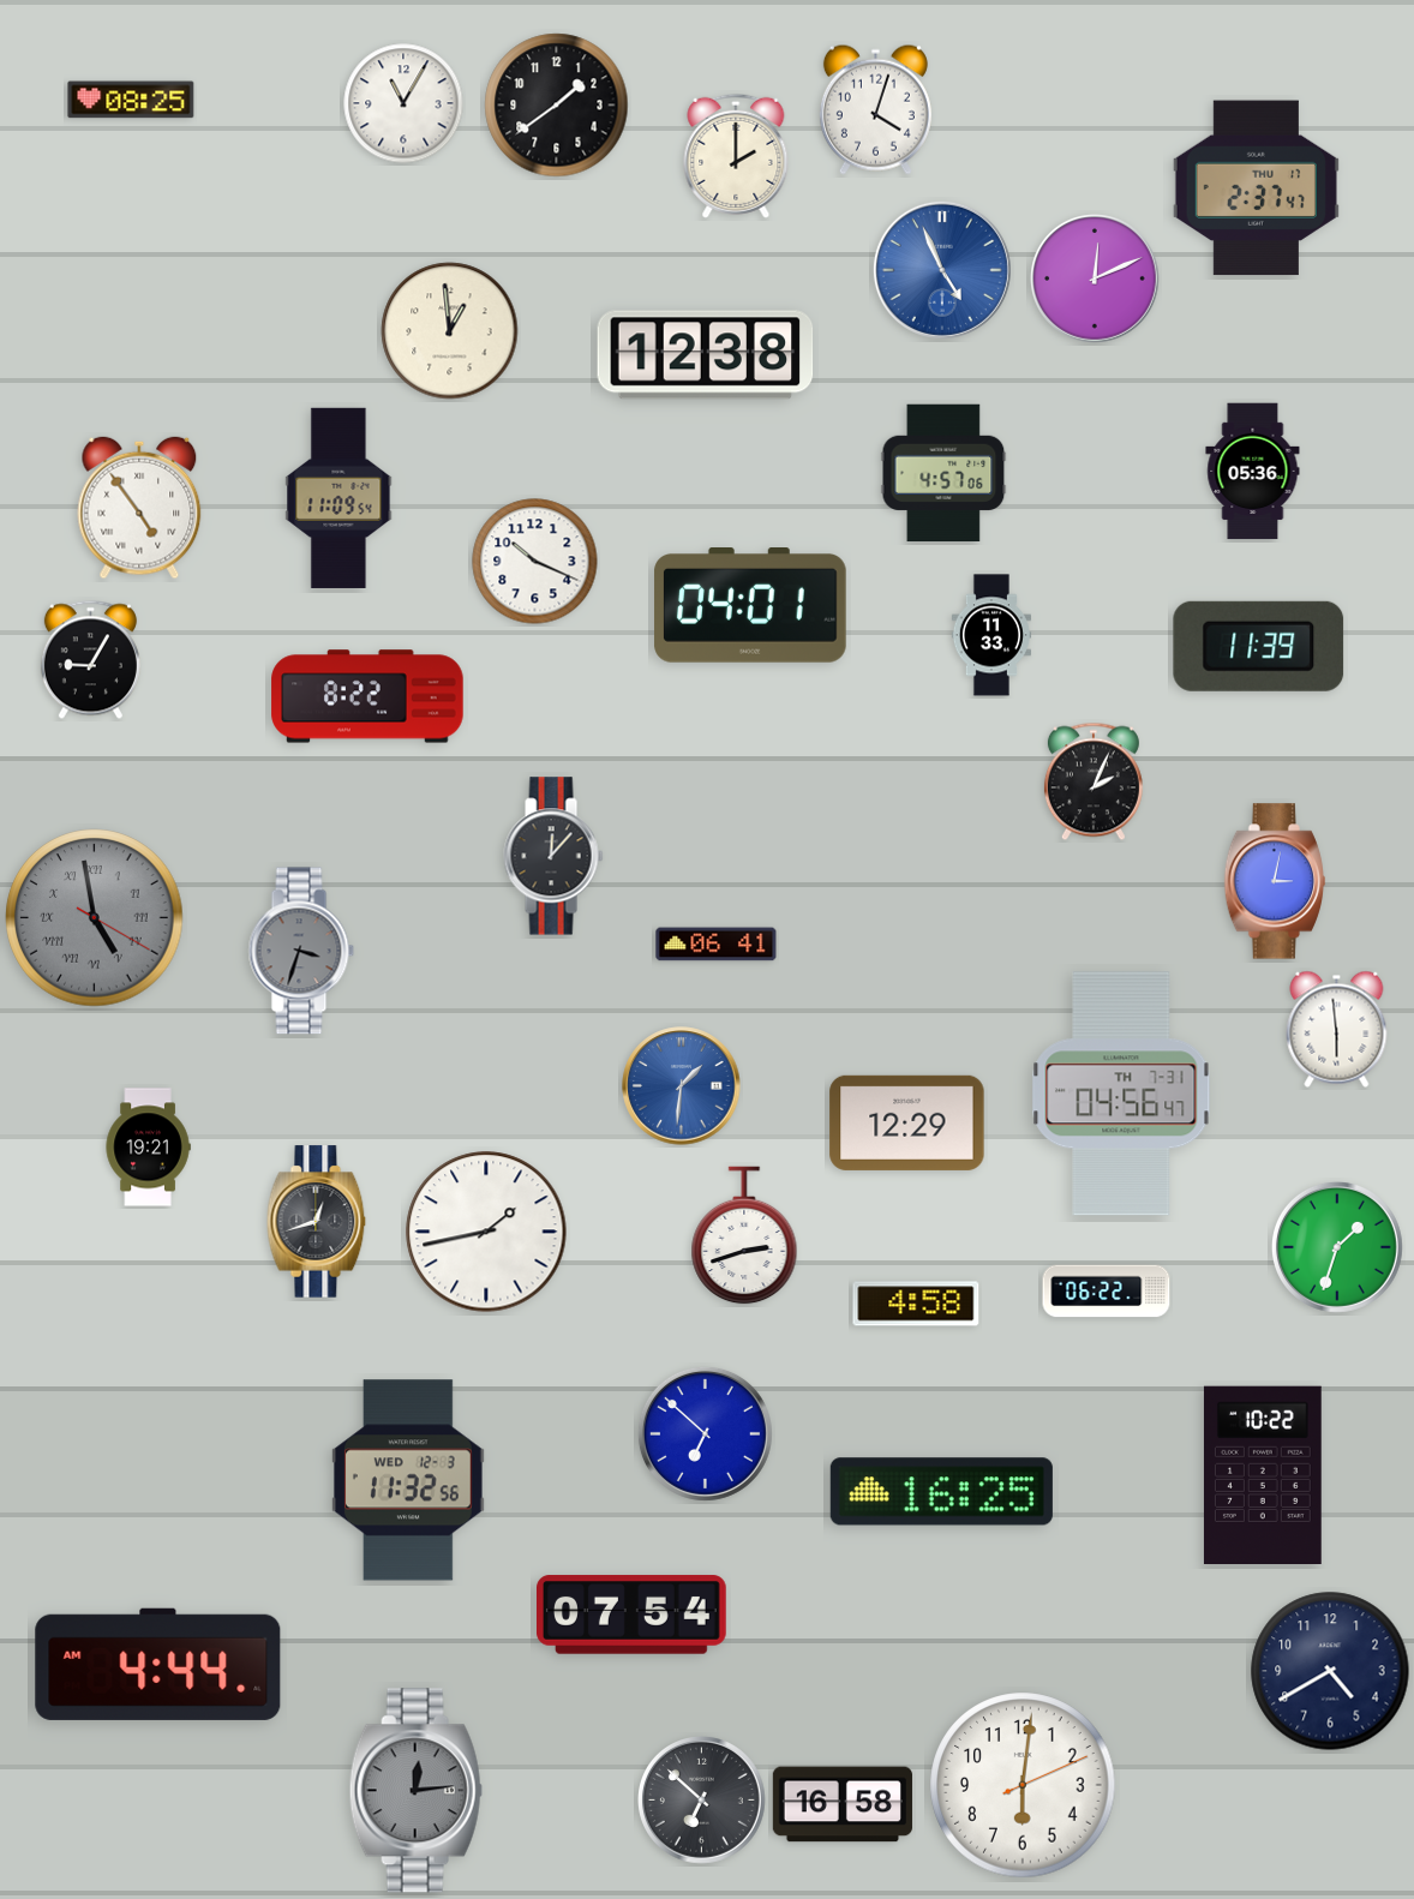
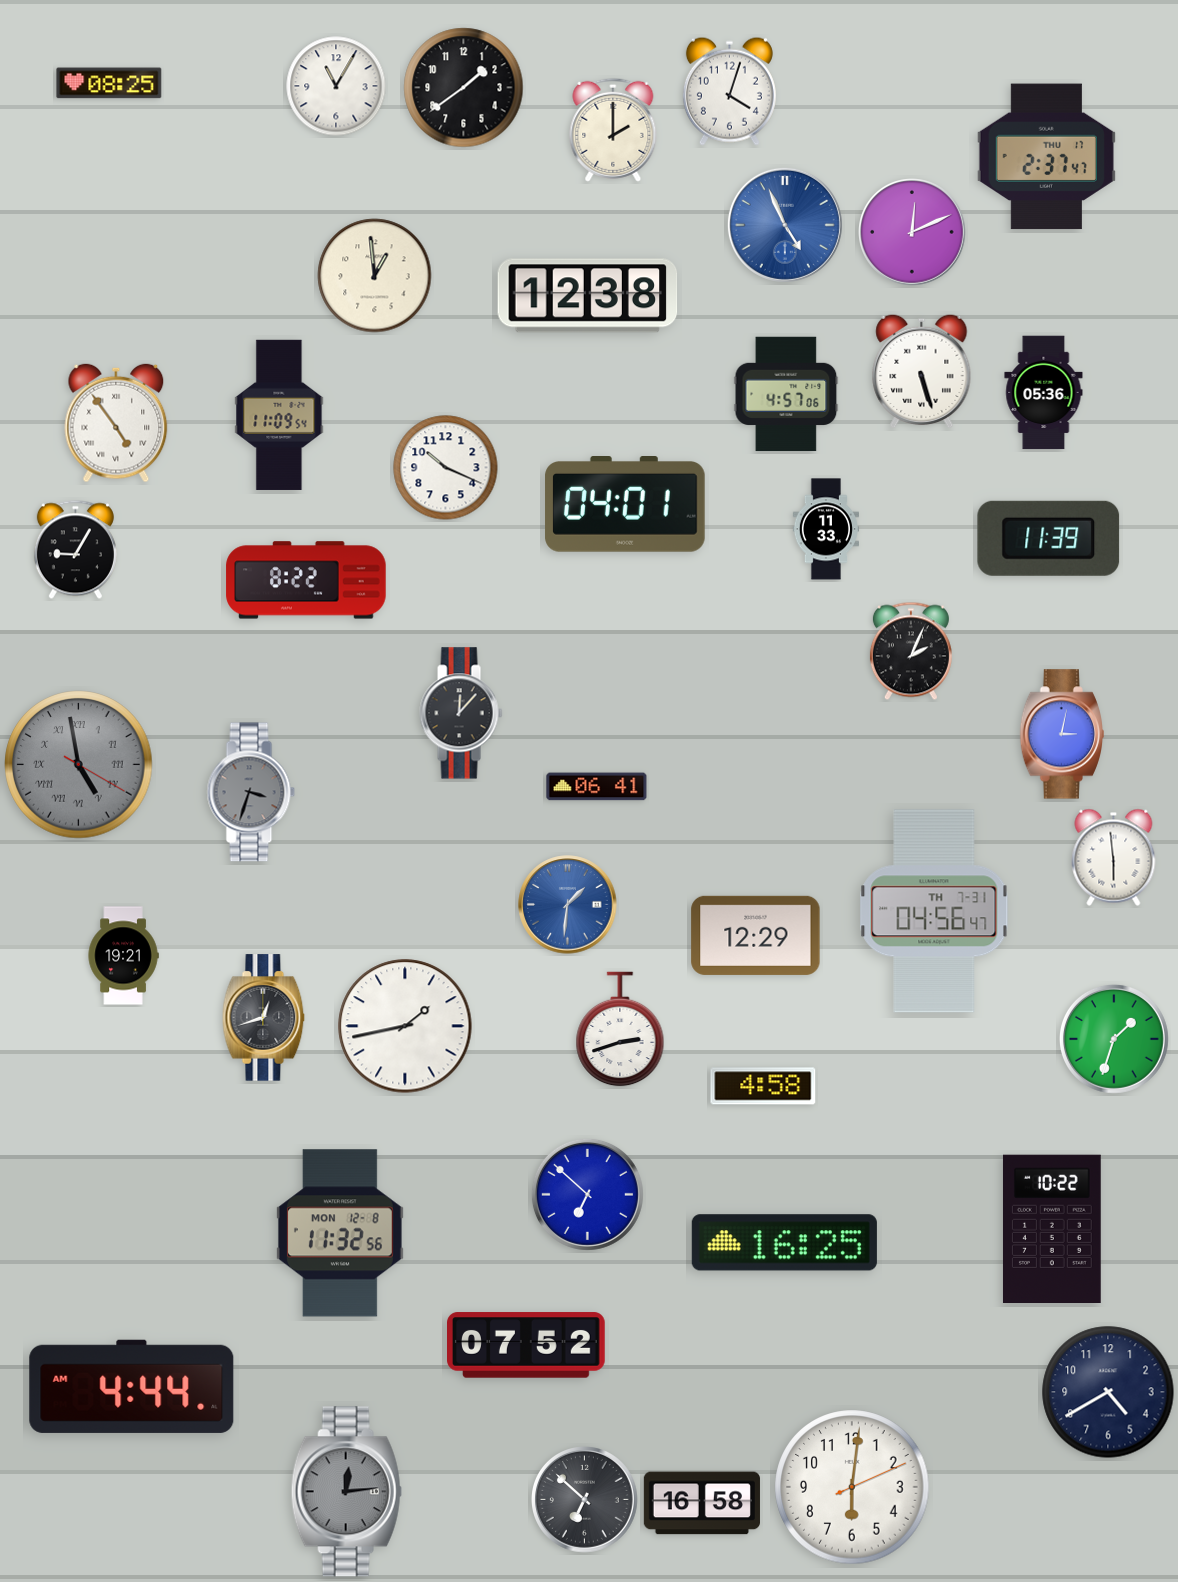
clock at (922, 371): none -> 5:27
clock at (338, 498) position: (338, 498) -> (279, 415)
clock at (1107, 1292): 06:22 -> none
clock at (408, 1480) date: WED 12-3 -> MON 12-8
clock at (633, 1615): 07:54 -> 07:52
